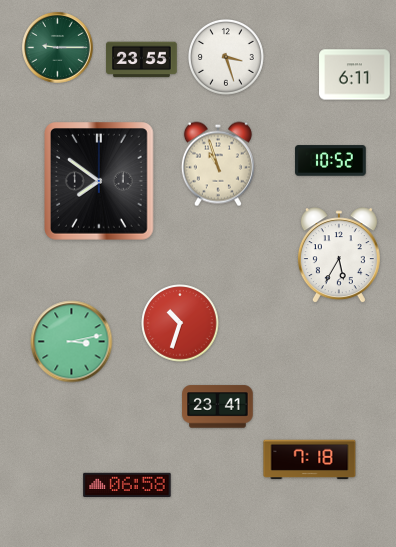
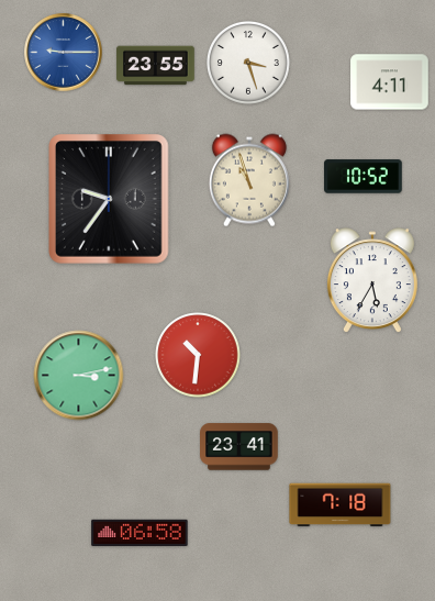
clock at (58, 48) dial: green -> blue
clock at (355, 75): 6:11 -> 4:11
clock at (218, 164) position: (218, 164) -> (249, 180)
clock at (100, 182): 7:51 -> 9:36
clock at (180, 323): 10:33 -> 10:31
